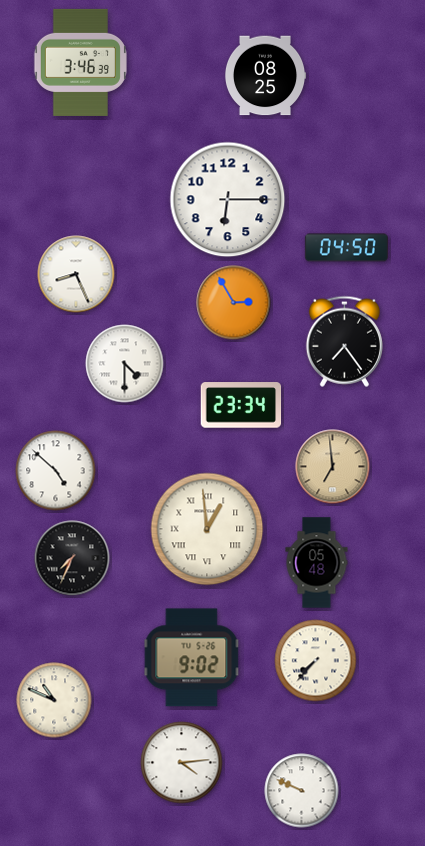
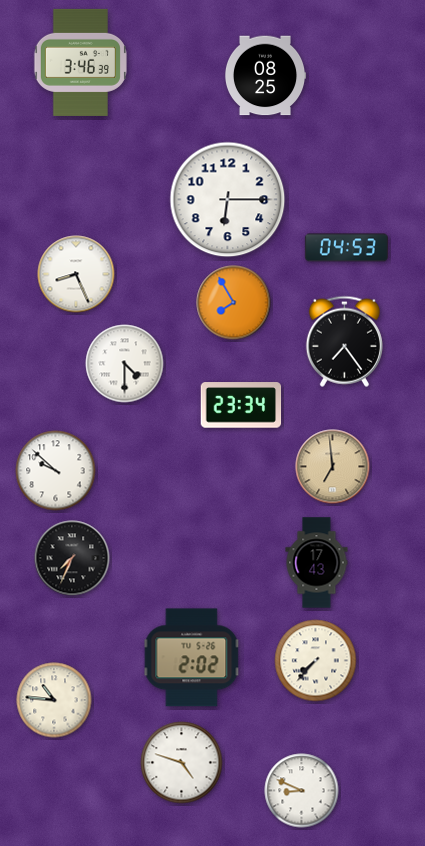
clock at (346, 248): 04:50 -> 04:53
clock at (234, 303): 2:55 -> 7:55
clock at (56, 471): 4:52 -> 9:52
clock at (207, 529): 12:59 -> none
clock at (317, 563): 05:48 -> 17:43
clock at (192, 658): 9:02 -> 2:02
clock at (54, 700): 10:49 -> 10:46
clock at (182, 763): 4:14 -> 4:48
clock at (302, 791): 9:49 -> 8:49
